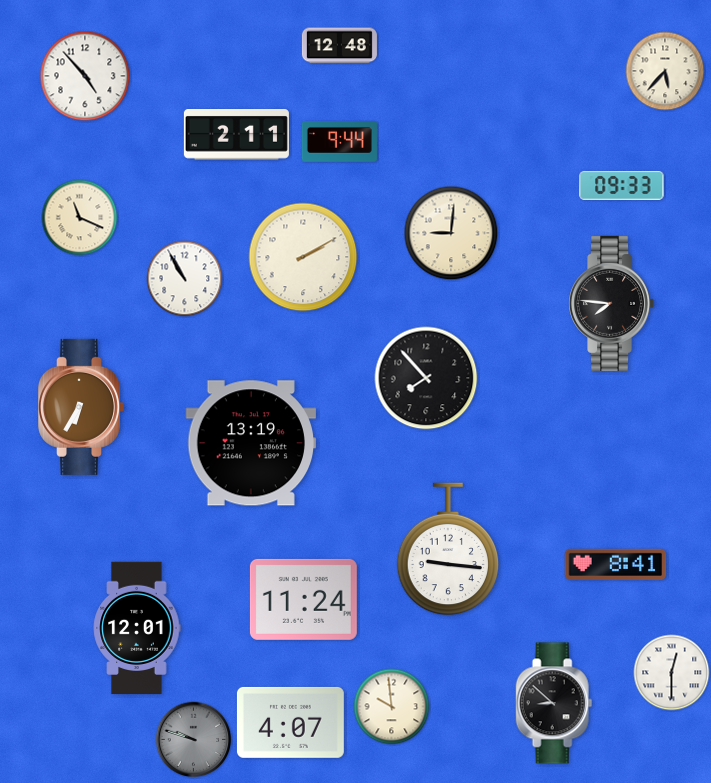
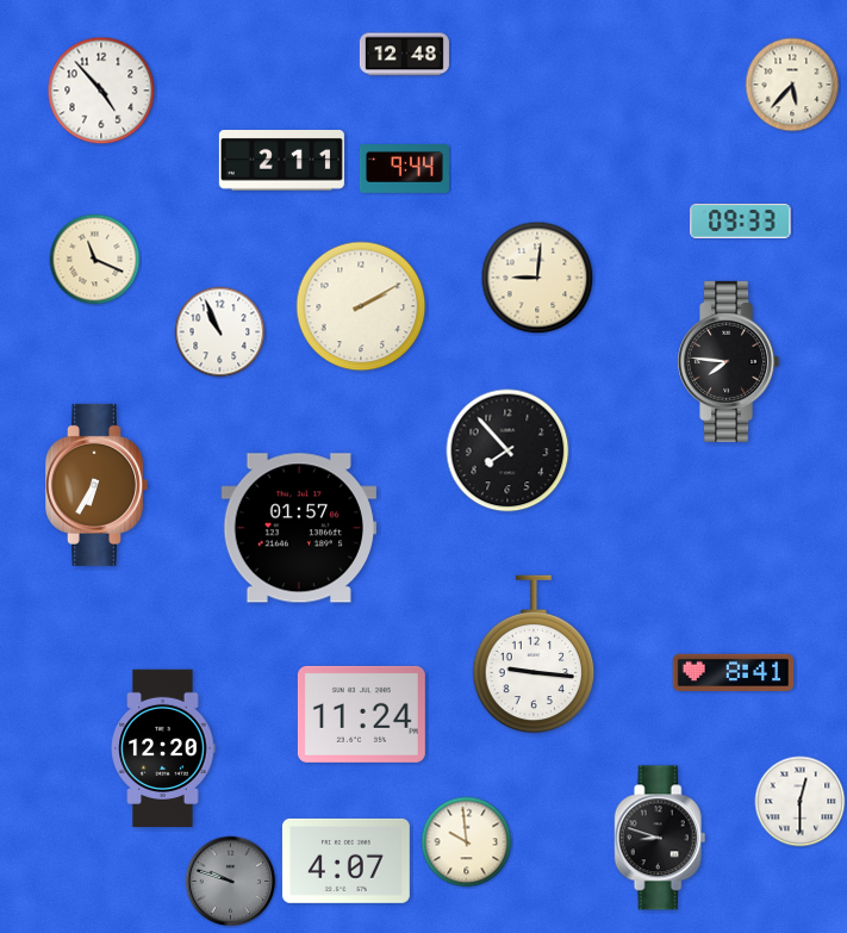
clock at (185, 279): 10:55 -> 10:56
clock at (250, 443): 13:19 -> 01:57
clock at (137, 628): 12:01 -> 12:20
clock at (554, 703): 8:52 -> 8:48
